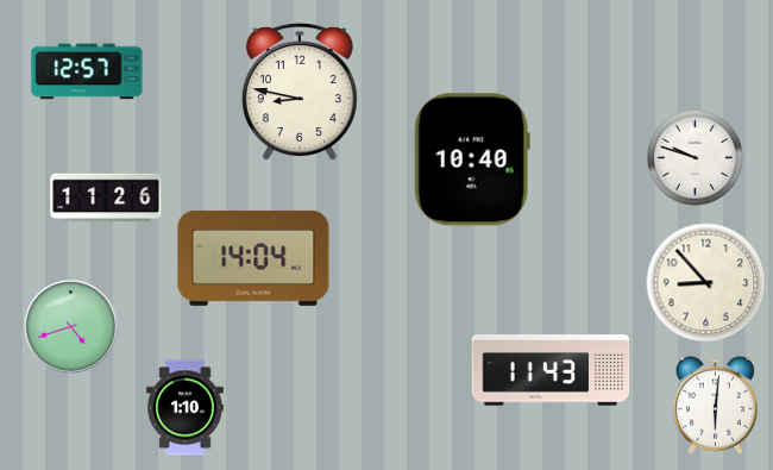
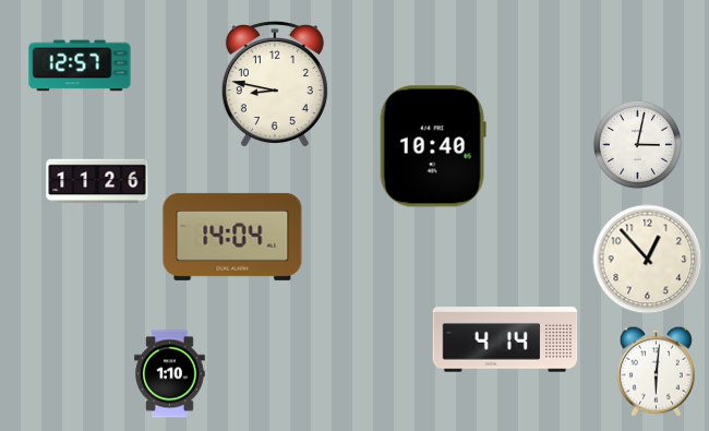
clock at (695, 157): 9:48 -> 3:02
clock at (706, 283): 8:53 -> 12:53
clock at (71, 327): 4:42 -> none
clock at (551, 370): 11:43 -> 4:14
